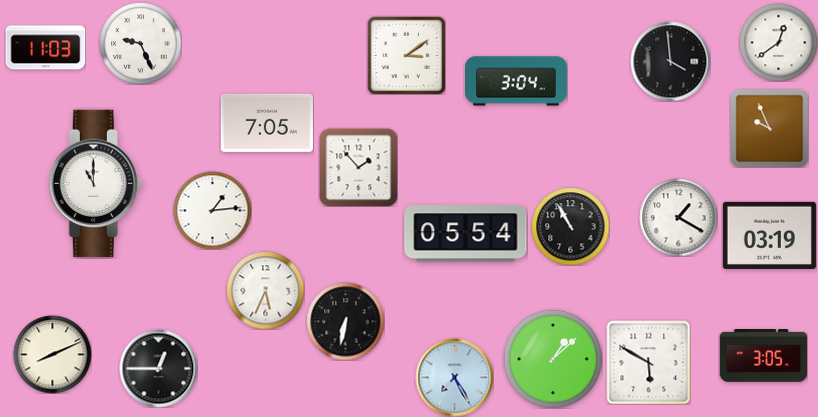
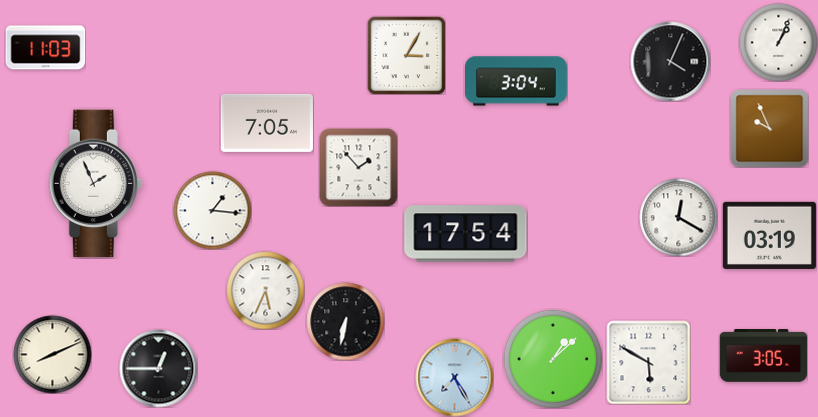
clock at (778, 42): 12:39 -> 1:04
clock at (140, 43): 9:26 -> none
clock at (406, 55): 3:09 -> 3:05
clock at (670, 61): 3:59 -> 4:04
clock at (95, 184): 11:00 -> 1:56
clock at (212, 210): 1:14 -> 1:16
clock at (678, 217): 1:20 -> 12:20
clock at (570, 226): 10:55 -> none
clock at (466, 234): 05:54 -> 17:54
